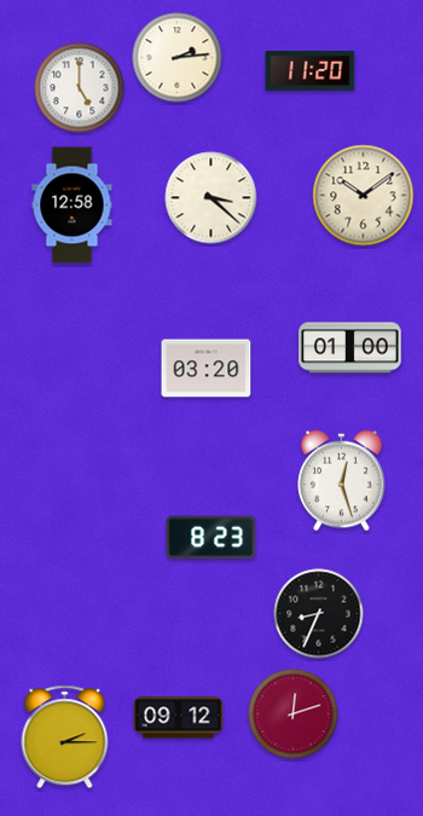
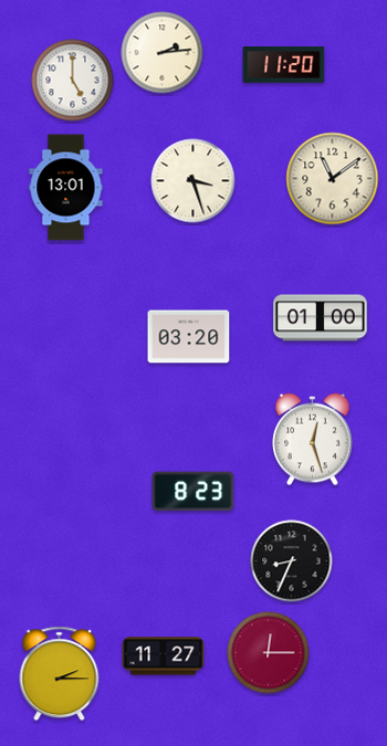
clock at (364, 196): 10:09 -> 11:09
clock at (211, 198): 3:22 -> 3:27
clock at (73, 206): 12:58 -> 13:01
clock at (294, 714): 12:12 -> 12:15
clock at (179, 718): 09:12 -> 11:27
